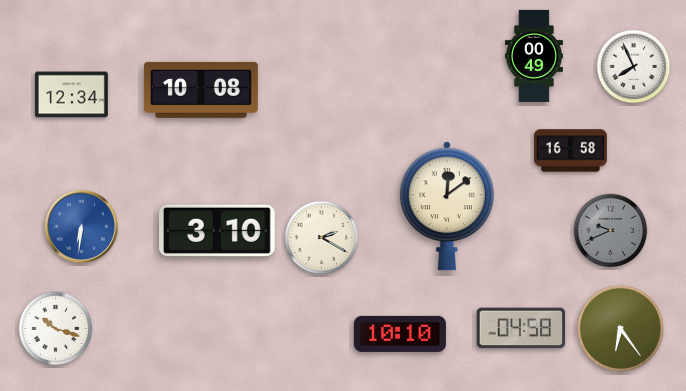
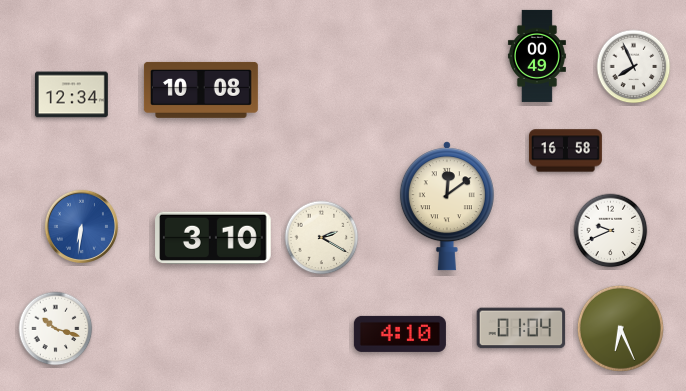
clock at (534, 56) position: (534, 56) -> (537, 56)
clock at (570, 151) position: (570, 151) -> (565, 151)
clock at (217, 230) position: (217, 230) -> (213, 237)
clock at (611, 231) dial: grey -> white
clock at (521, 328): 04:58 -> 01:04
clock at (620, 328): 6:24 -> 6:26
clock at (400, 334): 10:10 -> 4:10
